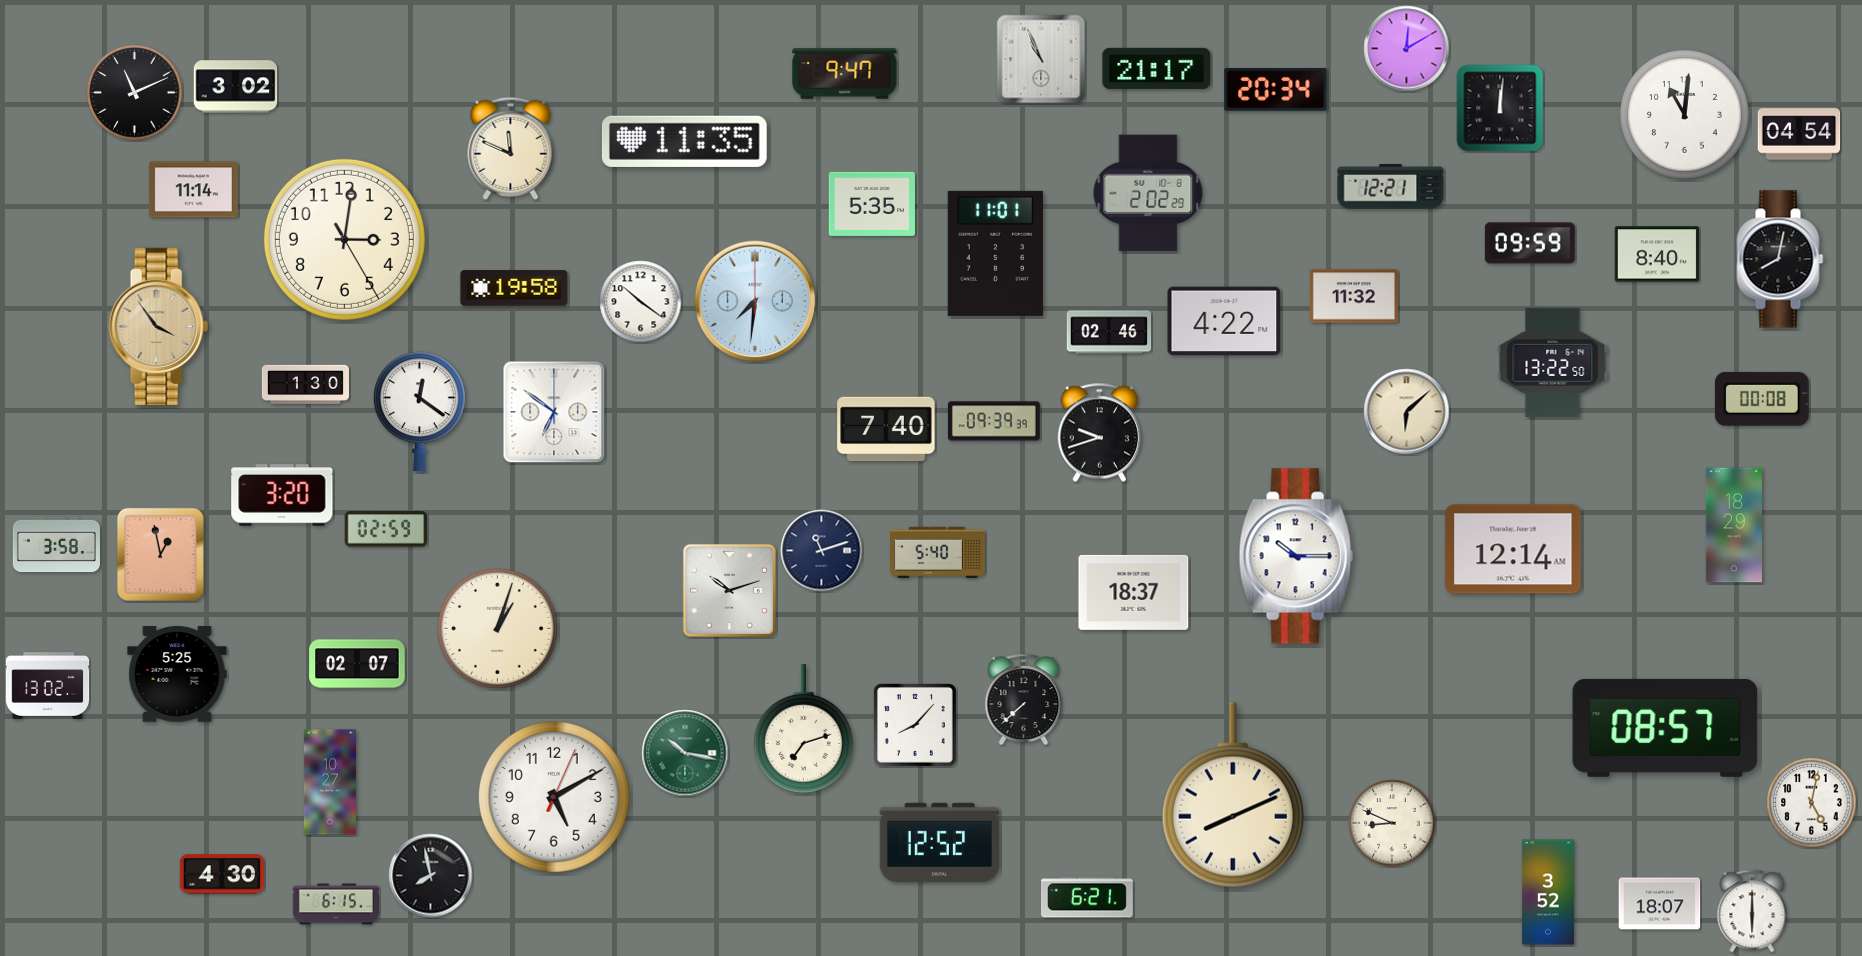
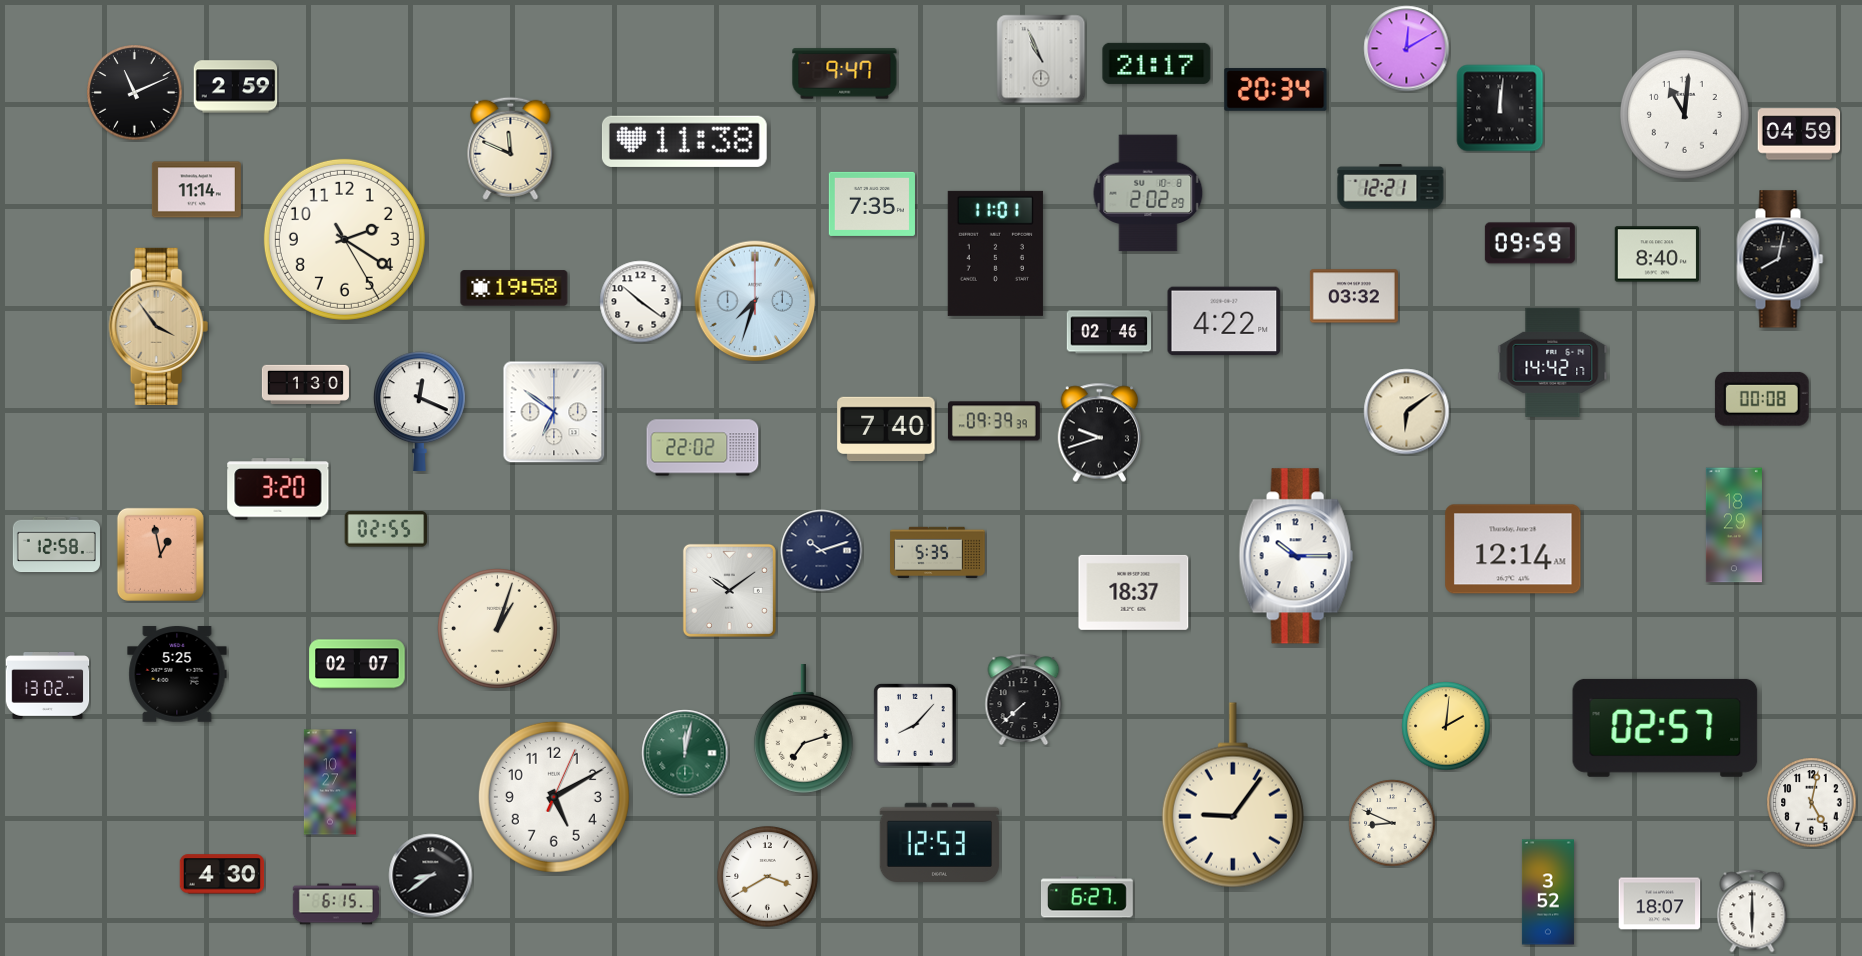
clock at (1157, 68) position: (1157, 68) -> (1157, 63)
clock at (236, 87): 3:02 -> 2:59
clock at (1799, 134): 04:54 -> 04:59
clock at (684, 141): 11:35 -> 11:38
clock at (193, 190) position: (193, 190) -> (196, 190)
clock at (872, 204): 5:35 -> 7:35
clock at (344, 239): 3:01 -> 2:20
clock at (1354, 296): 11:32 -> 03:32
clock at (755, 301): 7:31 -> 7:33
clock at (1553, 362): 13:22 -> 14:42
clock at (419, 412): 12:21 -> 12:19
clock at (1407, 412): 6:08 -> 6:09
clock at (703, 448): none -> 22:02
clock at (282, 495) position: (282, 495) -> (278, 489)
clock at (386, 529): 02:59 -> 02:55
clock at (56, 545): 3:58 -> 12:58
clock at (822, 551): 11:12 -> 10:12
clock at (938, 552): 5:40 -> 5:35
clock at (729, 590): 10:12 -> 10:09
clock at (1446, 726): none -> 2:01
clock at (1665, 728): 08:57 -> 02:57
clock at (685, 753): 10:17 -> 12:02
clock at (1233, 795): 8:11 -> 9:06
clock at (940, 842): 12:52 -> 12:53
clock at (431, 876): 7:58 -> 8:39
clock at (768, 877): none -> 3:40
clock at (1087, 897): 6:21 -> 6:27
